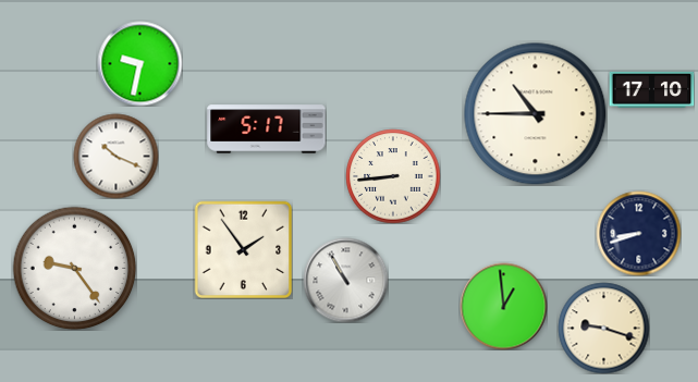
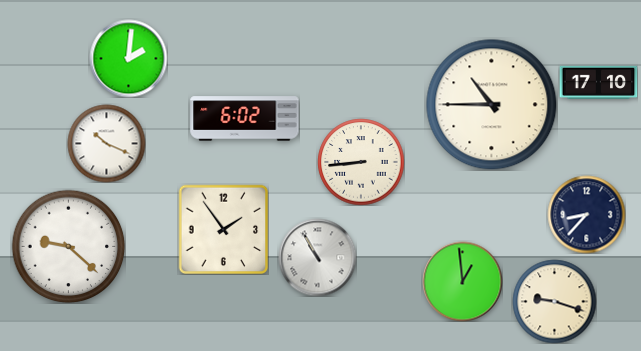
clock at (139, 63): 9:32 -> 2:01
clock at (267, 130): 5:17 -> 6:02
clock at (638, 233): 8:42 -> 8:37
clock at (74, 268): 9:24 -> 9:22
